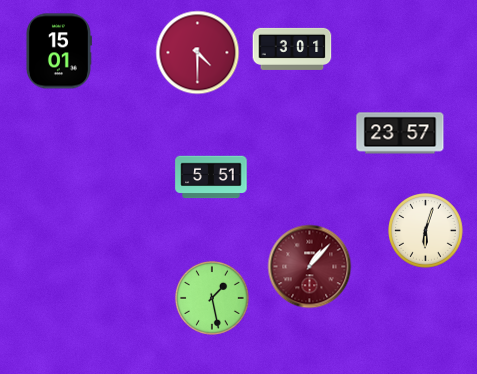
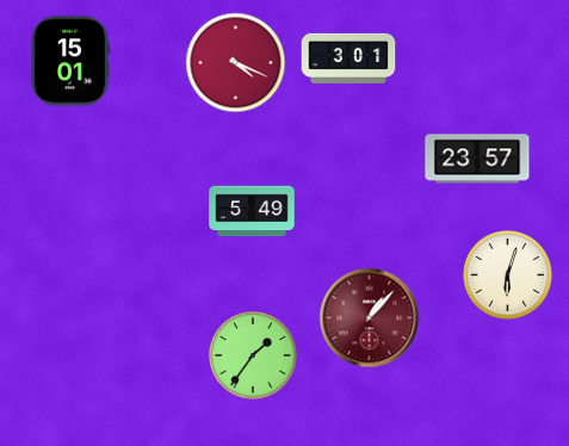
clock at (198, 53): 4:30 -> 4:19
clock at (211, 177): 5:51 -> 5:49
clock at (212, 298): 1:28 -> 1:36
